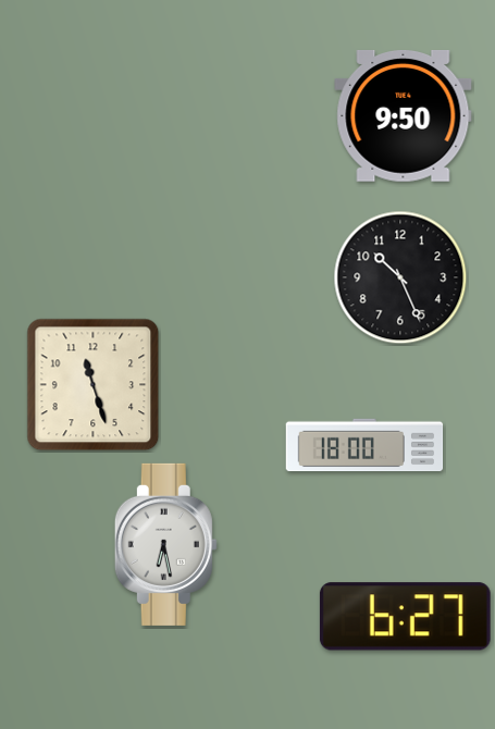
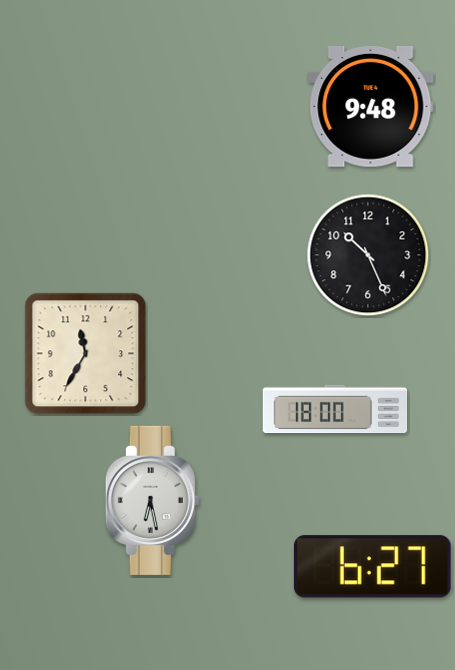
clock at (404, 115): 9:50 -> 9:48
clock at (94, 385): 11:27 -> 11:35
